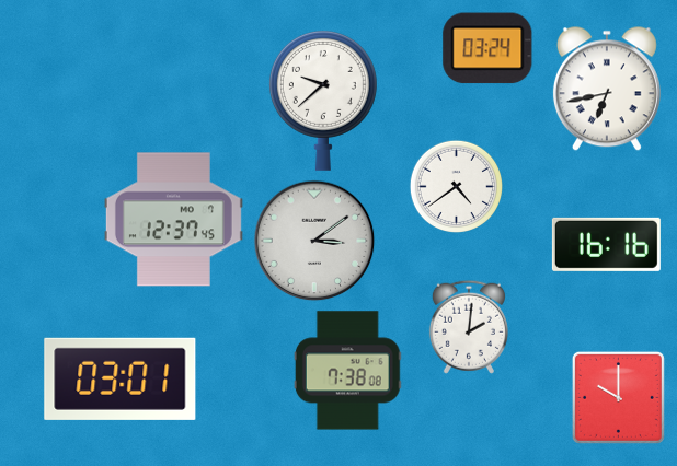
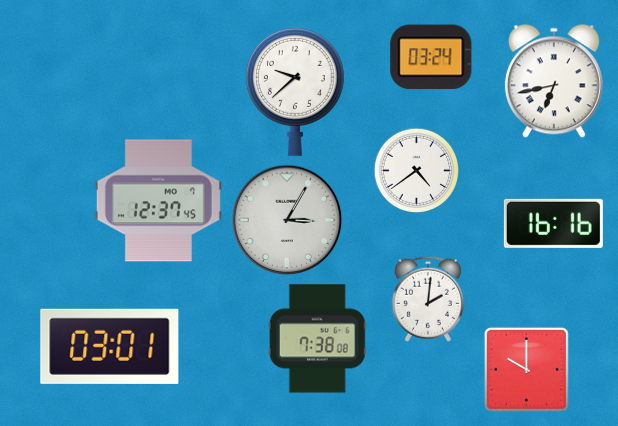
clock at (487, 48) position: (487, 48) -> (431, 57)
clock at (314, 241): 3:09 -> 3:05
clock at (618, 397) position: (618, 397) -> (526, 369)
